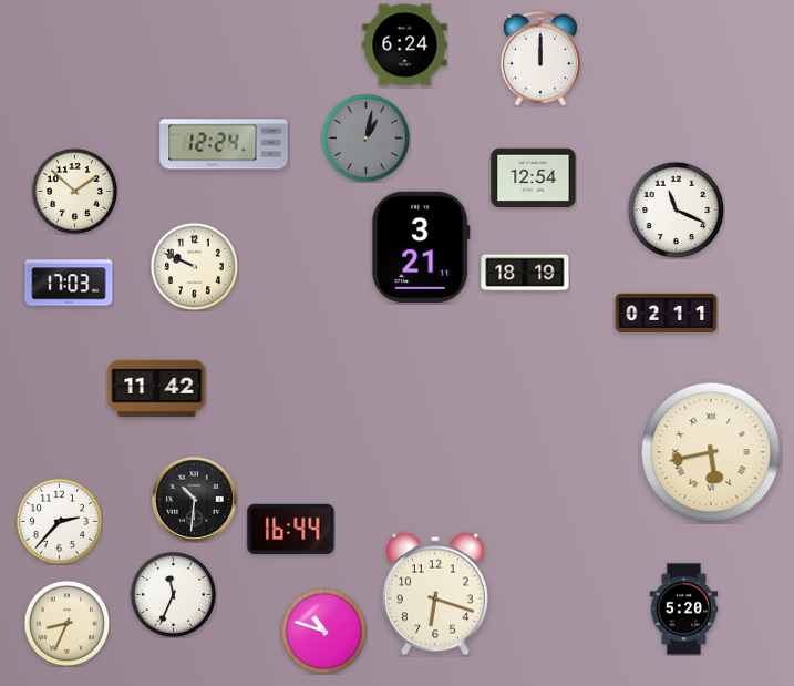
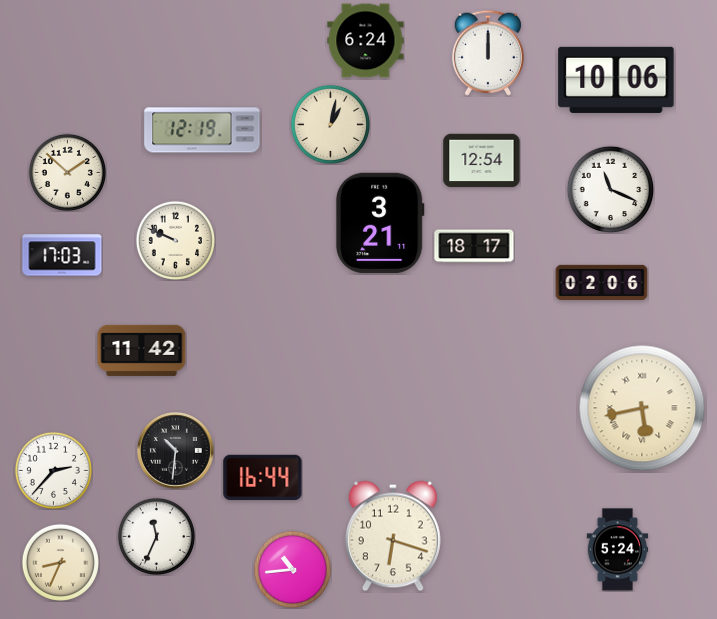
clock at (616, 80): none -> 10:06
clock at (365, 137) dial: grey -> cream
clock at (224, 144): 12:24 -> 12:19
clock at (525, 273): 18:19 -> 18:17
clock at (667, 314): 02:11 -> 02:06
clock at (684, 610): 5:20 -> 5:24
clock at (323, 631): 10:48 -> 10:44
